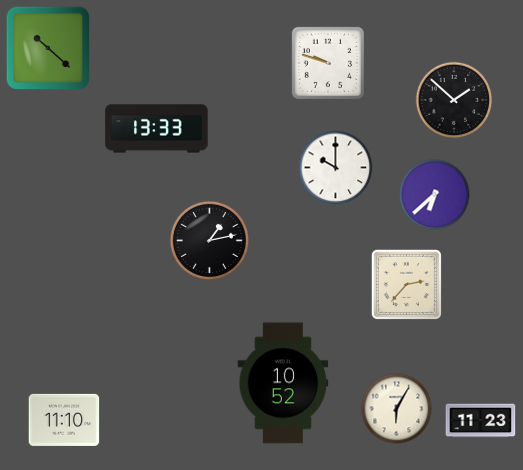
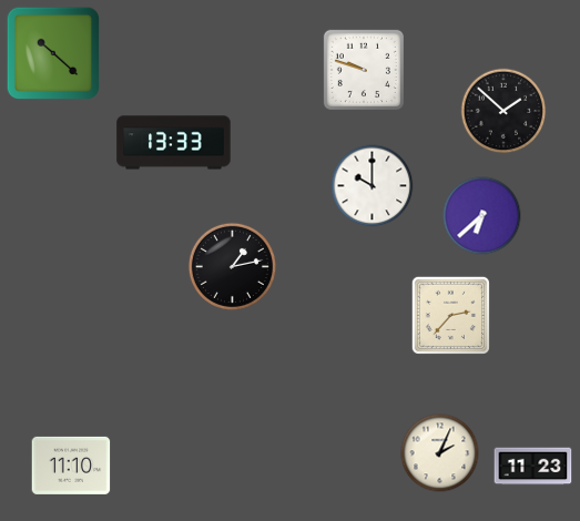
clock at (283, 383): 10:52 -> none
clock at (397, 409): 6:05 -> 2:04
